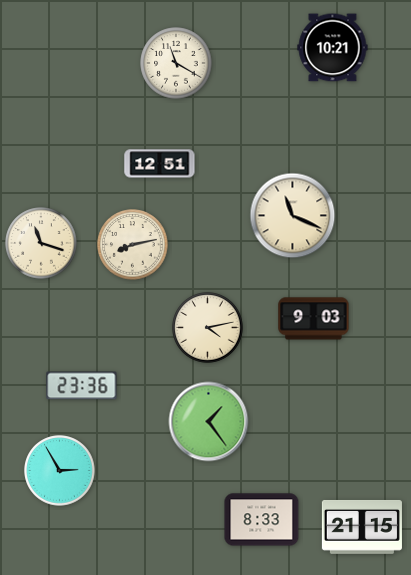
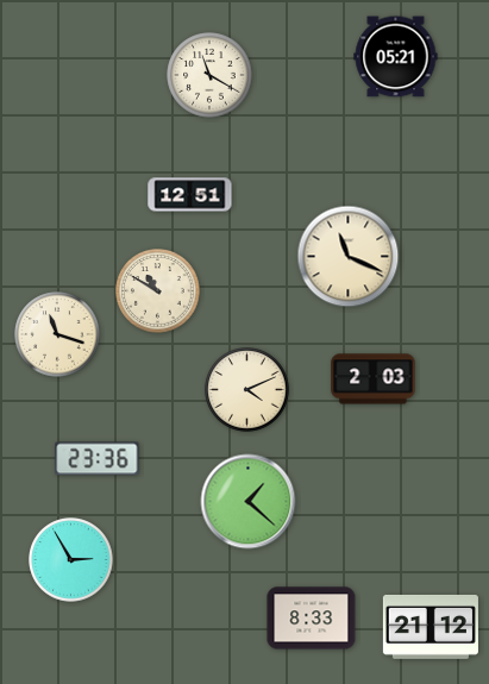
clock at (333, 48): 10:21 -> 05:21
clock at (41, 243) position: (41, 243) -> (57, 334)
clock at (133, 245): 8:13 -> 10:50
clock at (314, 319): 9:03 -> 2:03
clock at (208, 328): 4:13 -> 4:11
clock at (209, 422): 1:24 -> 1:22
clock at (362, 527): 21:15 -> 21:12
